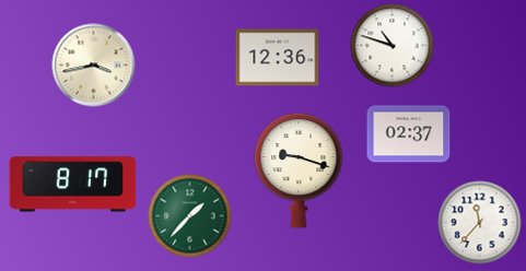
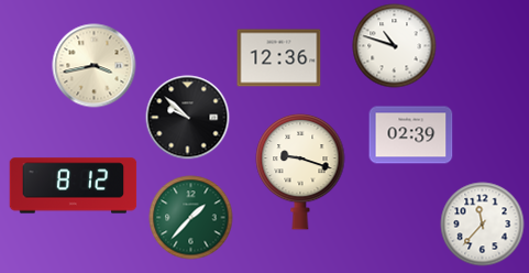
clock at (188, 118): none -> 9:52
clock at (409, 134): 02:37 -> 02:39
clock at (73, 185): 8:17 -> 8:12
